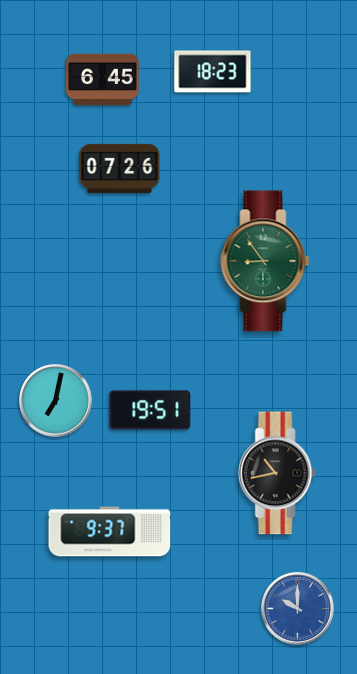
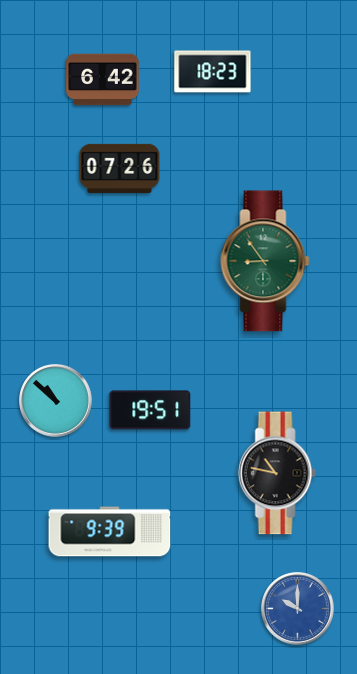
clock at (103, 80): 6:45 -> 6:42
clock at (56, 401): 7:02 -> 10:52
clock at (277, 473): 10:43 -> 10:47
clock at (110, 532): 9:37 -> 9:39
